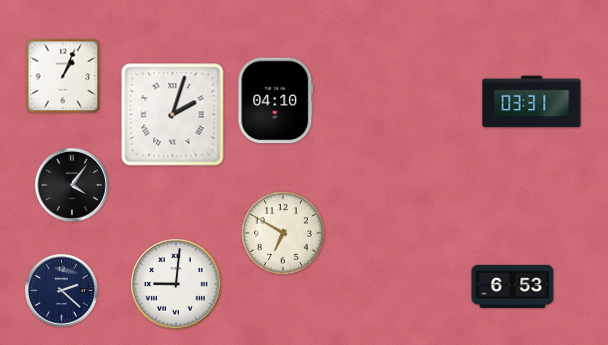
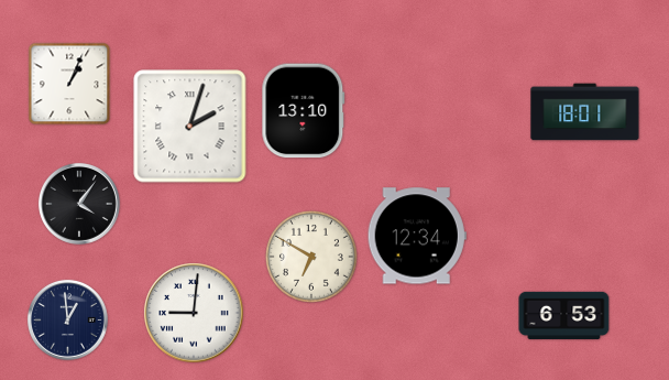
clock at (276, 101): 04:10 -> 13:10
clock at (532, 102): 03:31 -> 18:01
clock at (417, 236): none -> 12:34
clock at (61, 290): 2:22 -> 12:59
